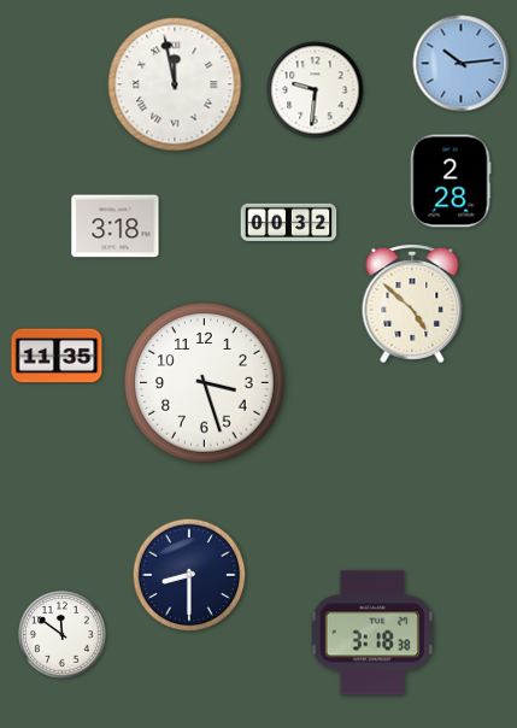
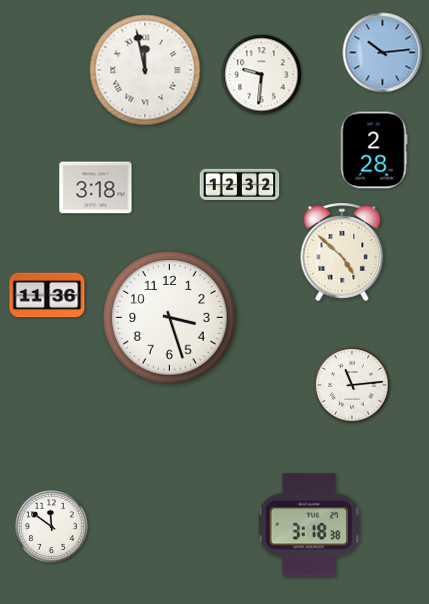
clock at (289, 223): 00:32 -> 12:32
clock at (57, 356): 11:35 -> 11:36
clock at (352, 385): none -> 11:14
clock at (189, 575): 8:30 -> none
